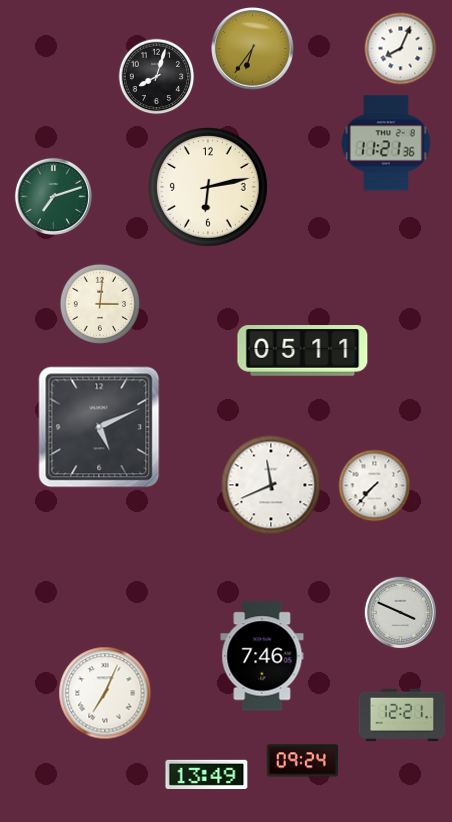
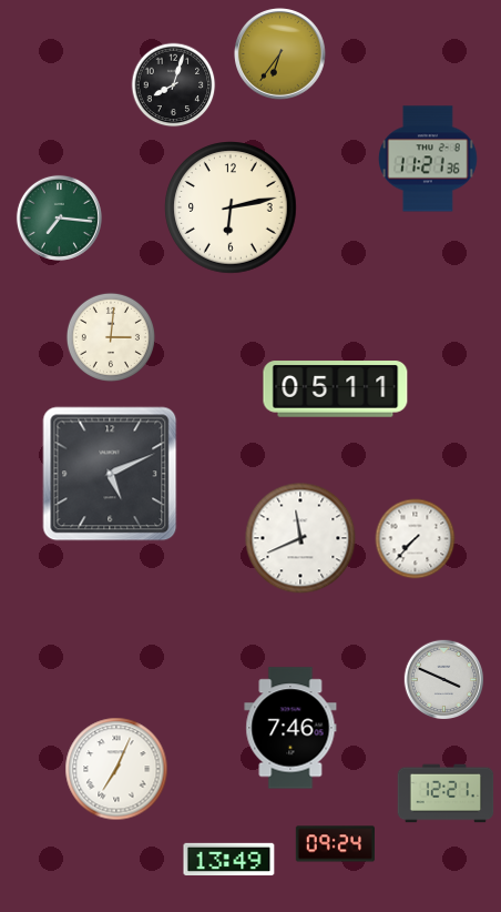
clock at (401, 49): 8:04 -> none
clock at (53, 196): 7:12 -> 7:16
